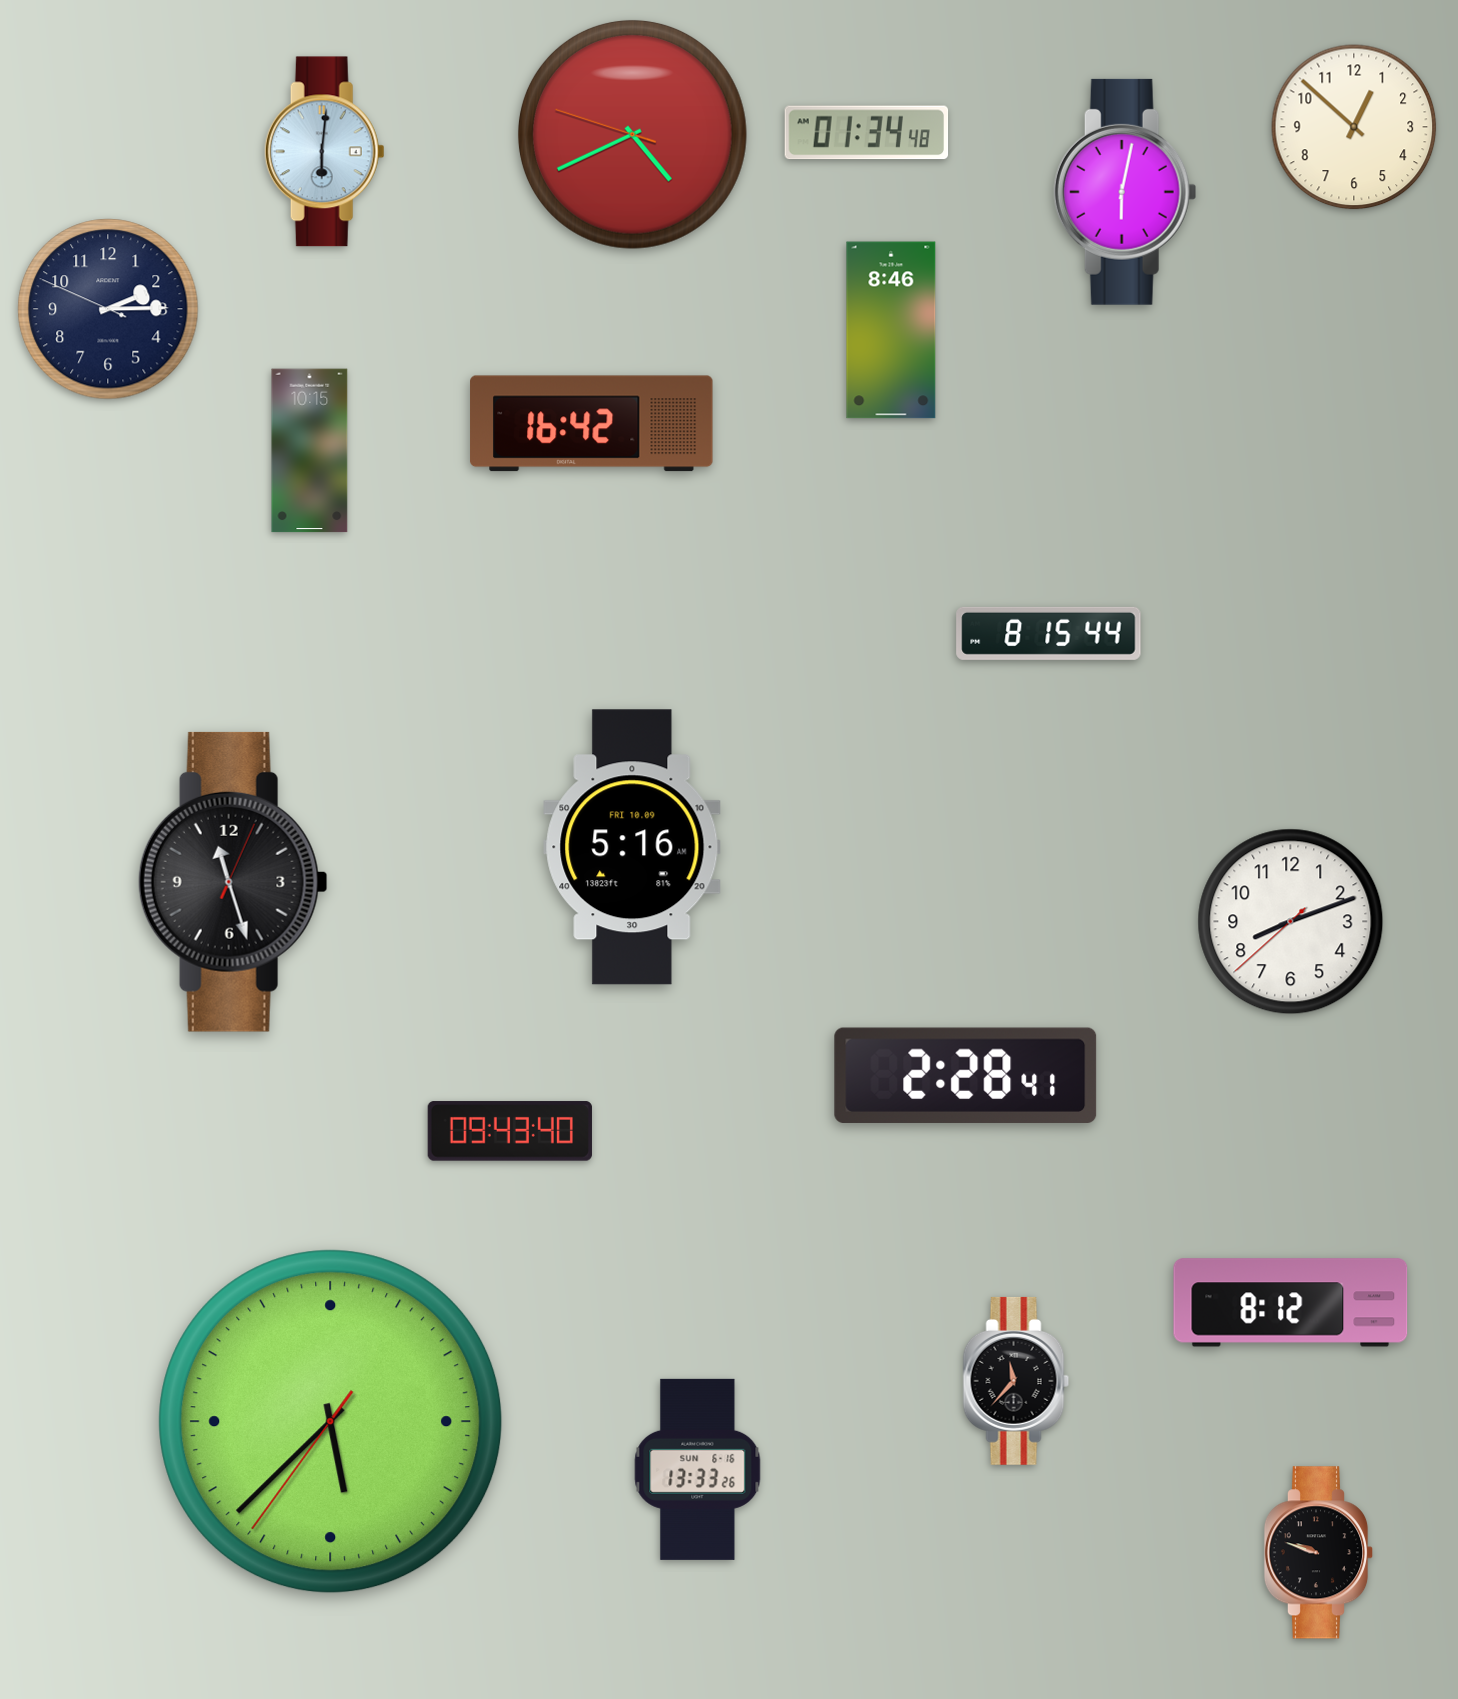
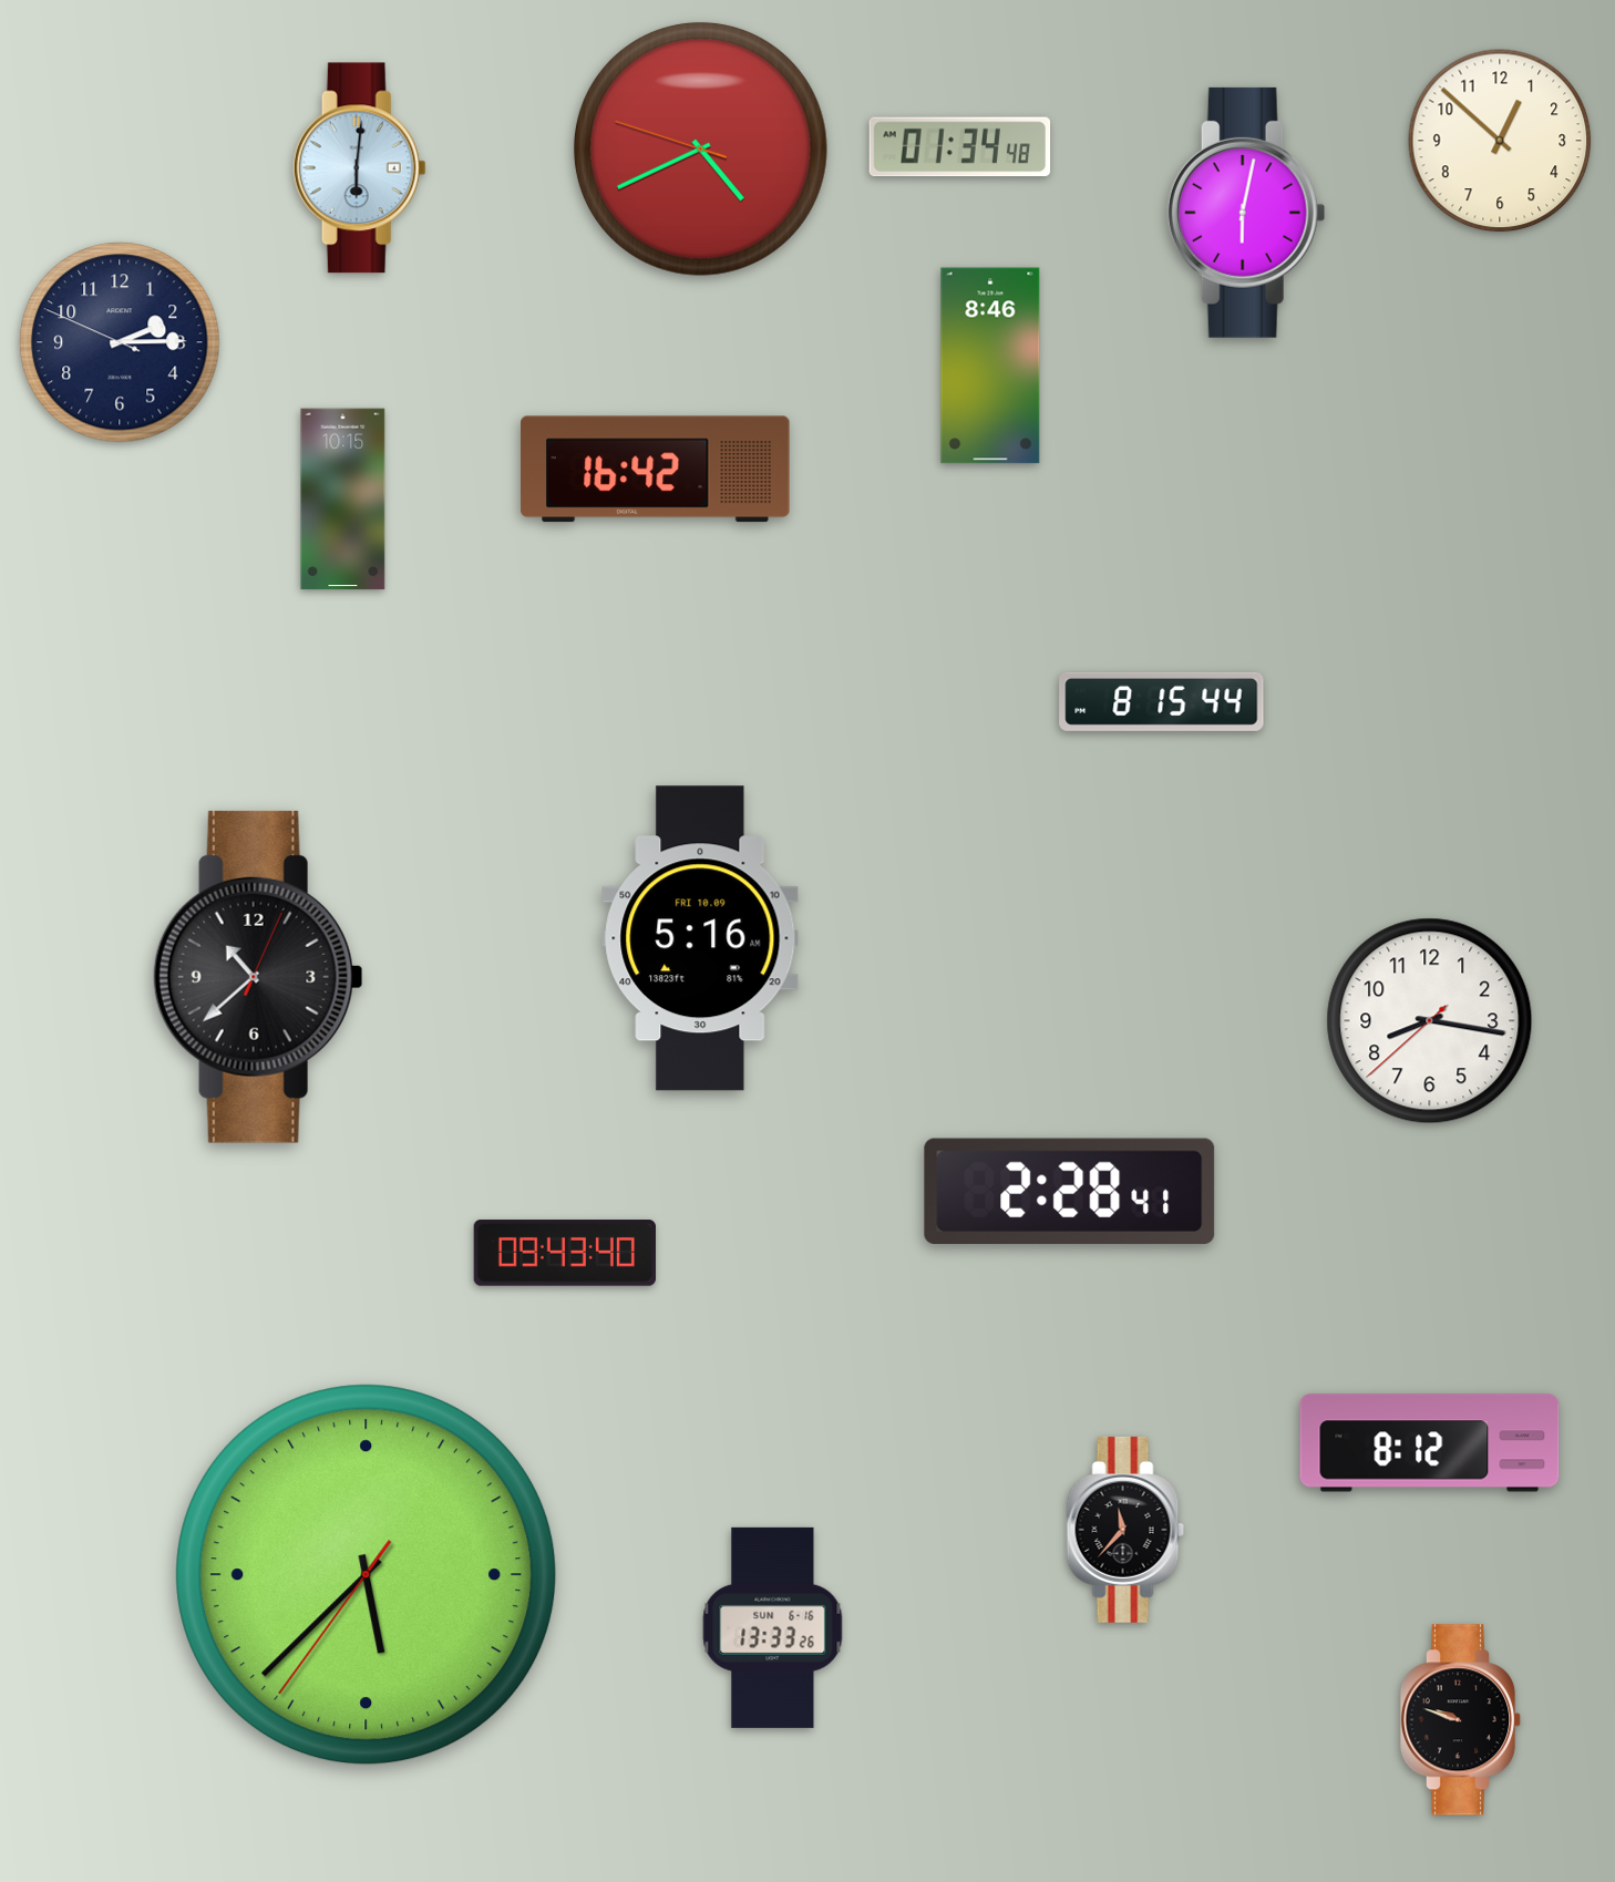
clock at (891, 330) position: (891, 330) -> (990, 366)
clock at (233, 882): 11:27 -> 10:38
clock at (1291, 922): 8:11 -> 8:16
